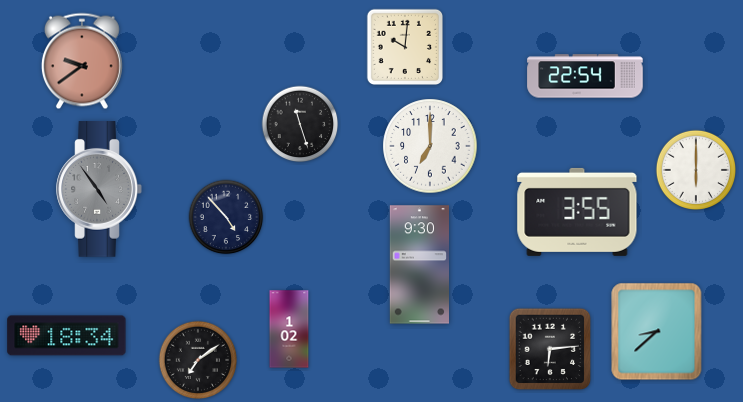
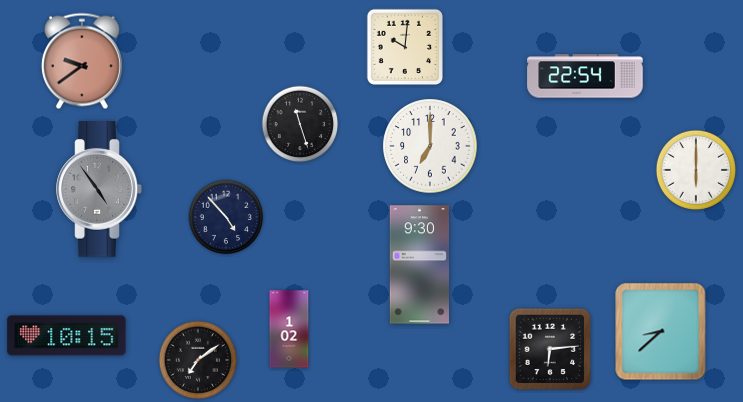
clock at (577, 212): 3:55 -> none
clock at (657, 332) position: (657, 332) -> (661, 332)
clock at (67, 336): 18:34 -> 10:15
